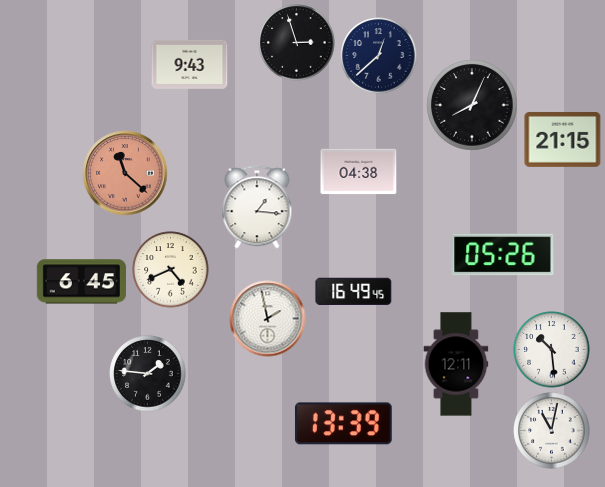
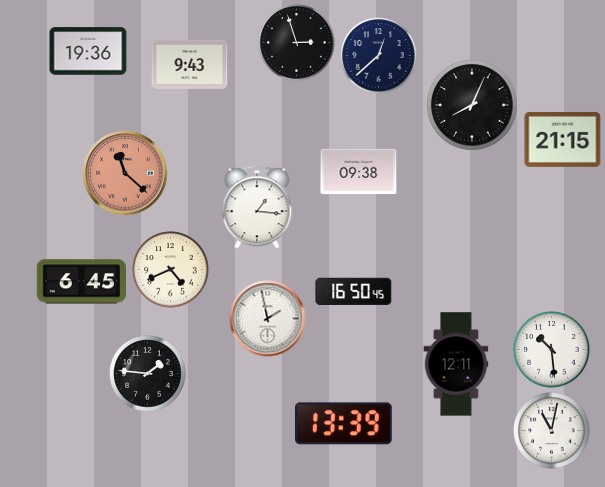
clock at (88, 51): none -> 19:36
clock at (359, 172): 04:38 -> 09:38
clock at (503, 255): 05:26 -> none
clock at (354, 291): 16:49 -> 16:50
